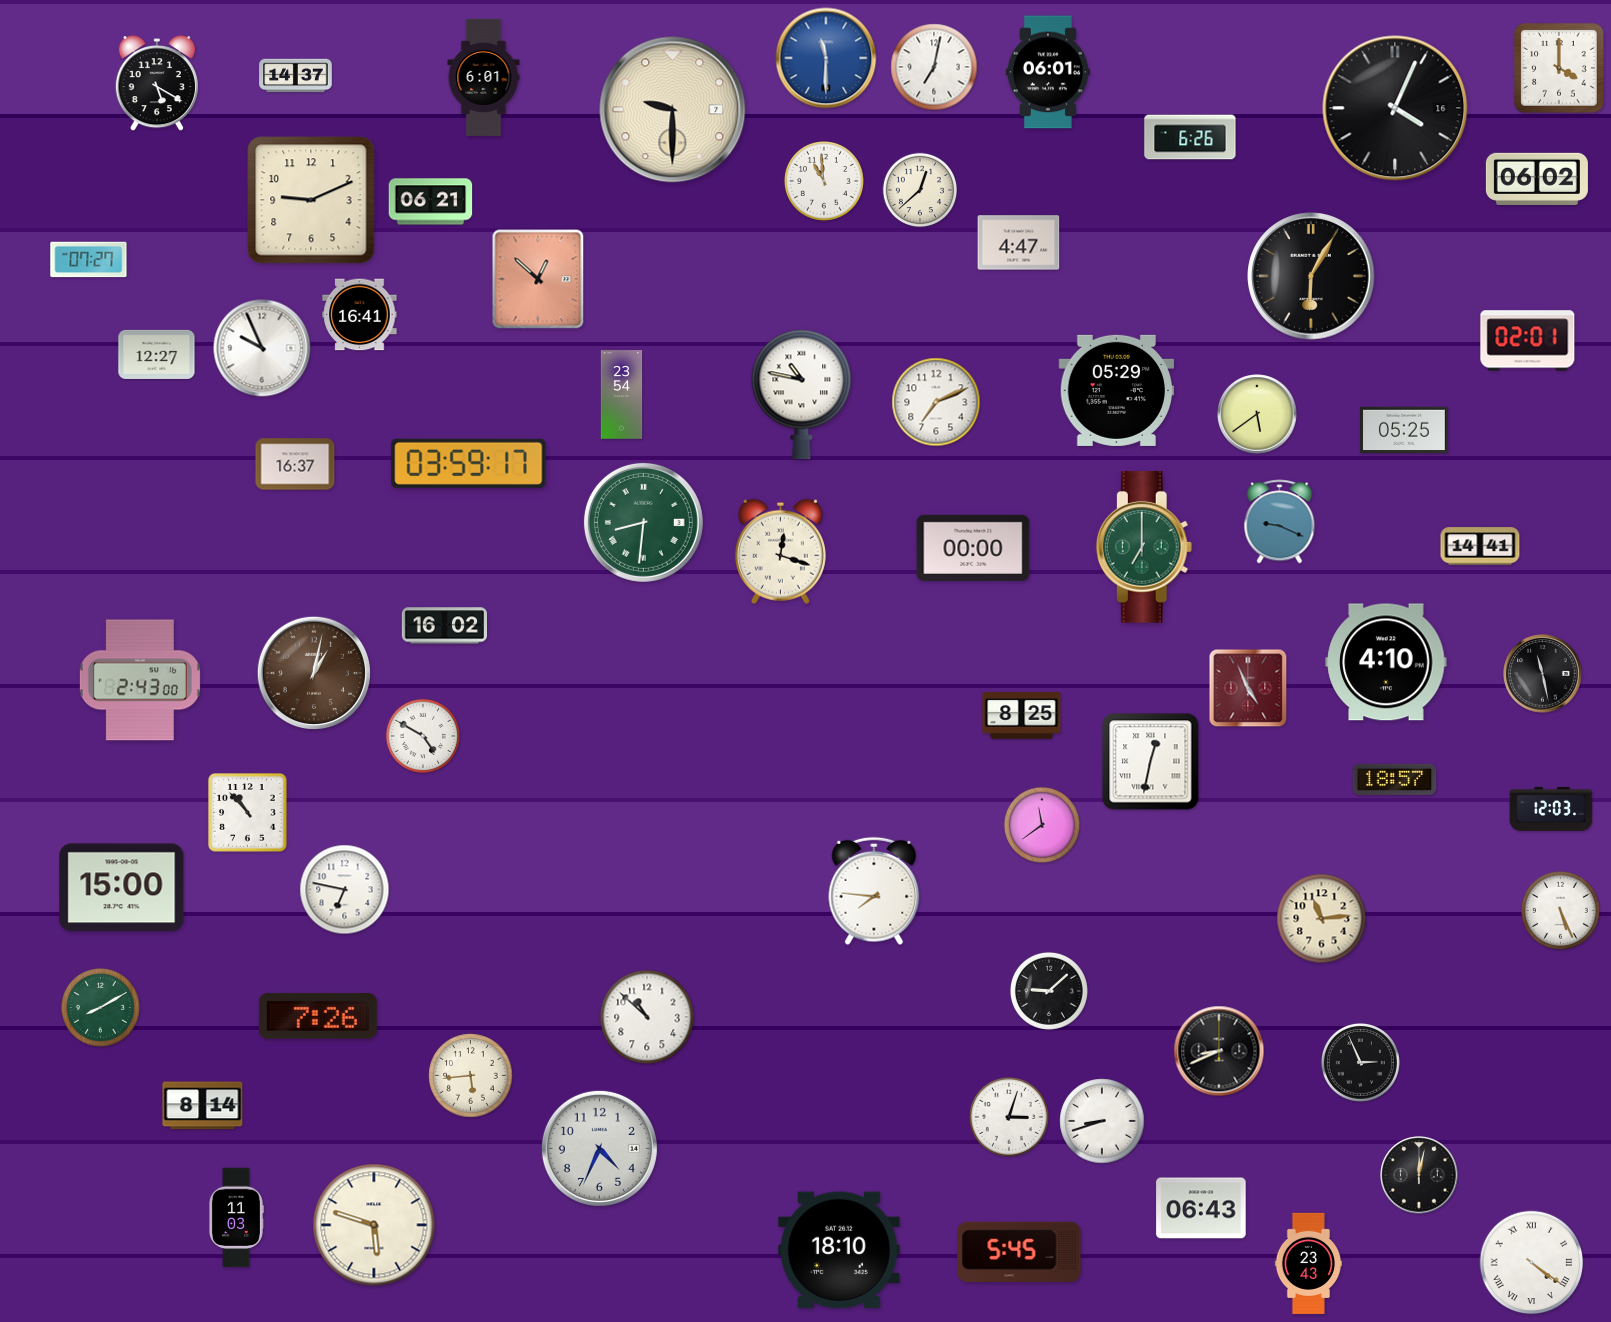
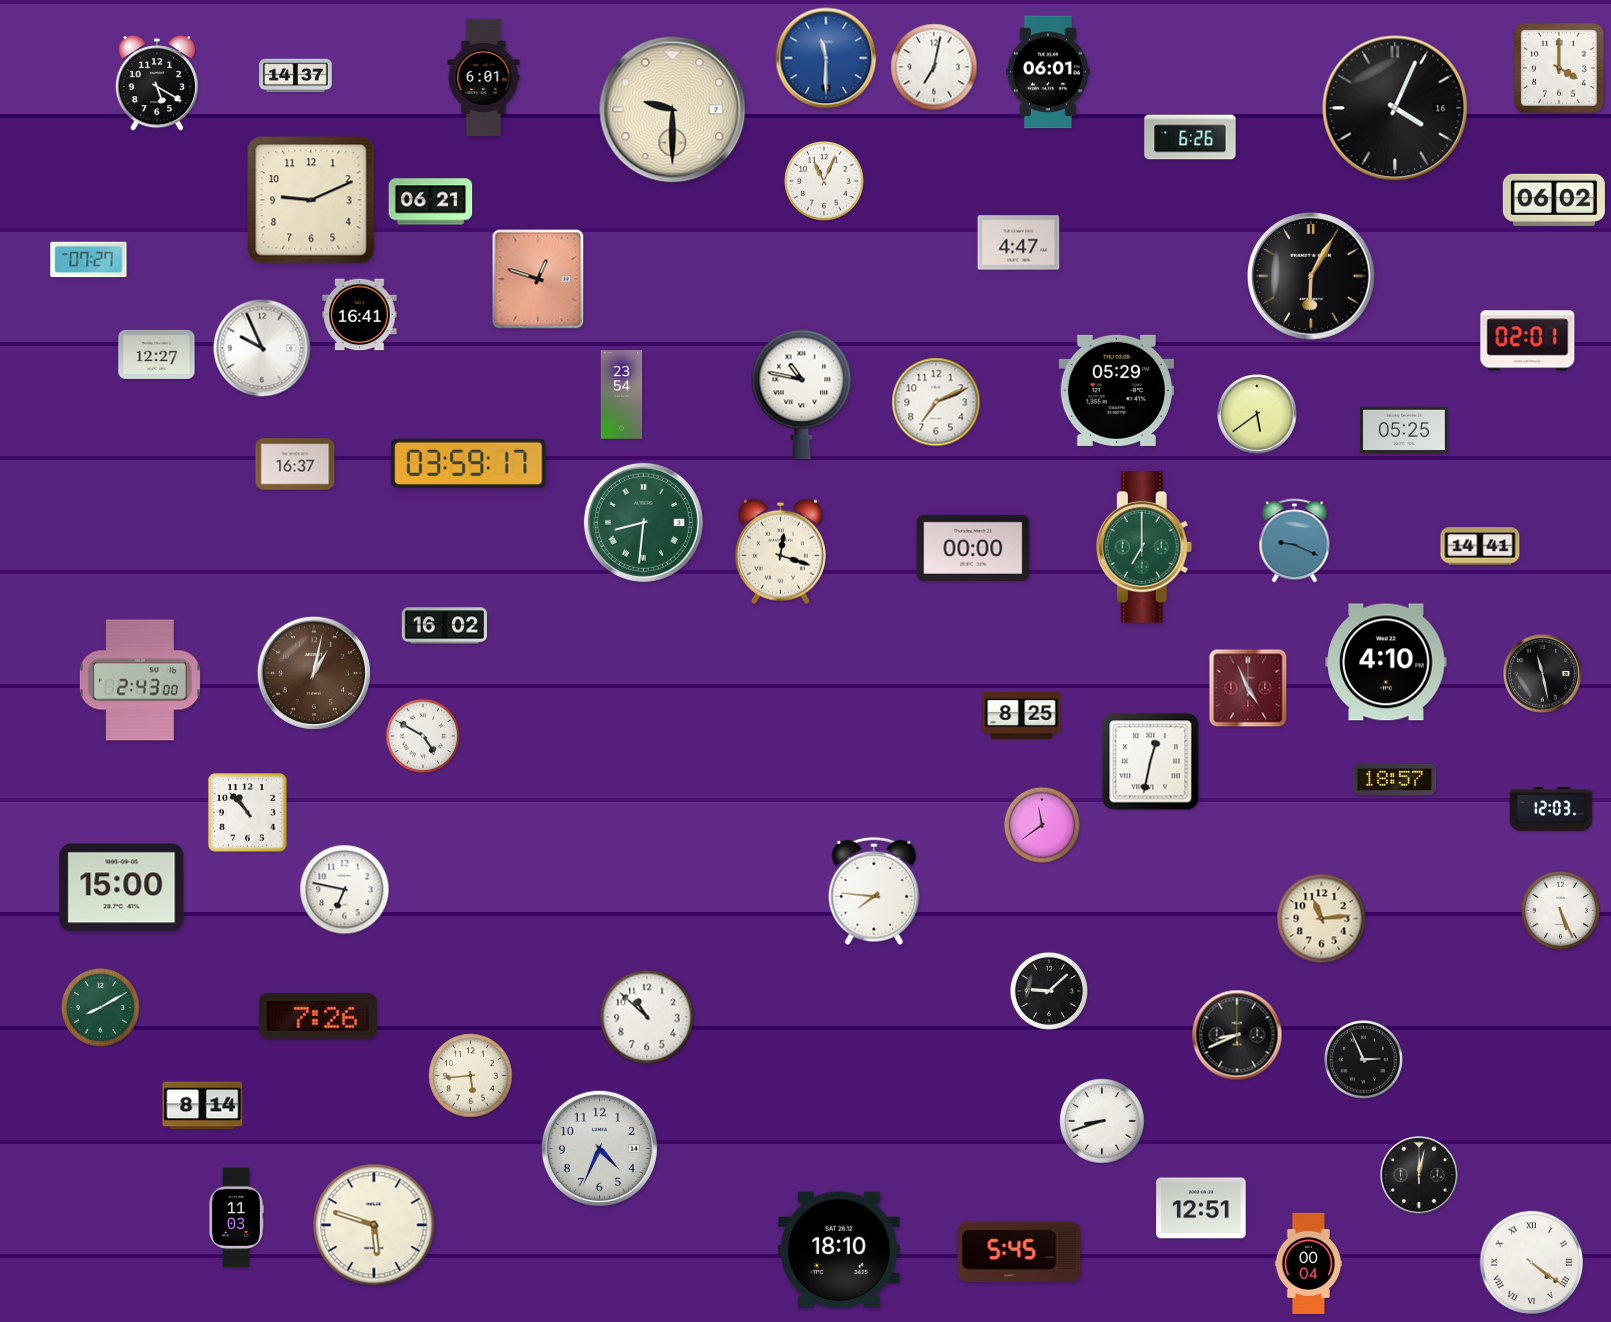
clock at (1537, 179) position: (1537, 179) -> (1554, 200)
clock at (825, 182): 10:59 -> 11:04
clock at (920, 190): 12:38 -> none
clock at (538, 279): 12:52 -> 12:48
clock at (1280, 522) position: (1280, 522) -> (1295, 541)
clock at (1219, 1051) position: (1219, 1051) -> (1237, 1035)
clock at (1360, 1062) position: (1360, 1062) -> (1363, 1059)
clock at (1010, 1118): 3:03 -> none
clock at (1201, 1208): 06:43 -> 12:51
clock at (1309, 1263): 23:43 -> 00:04
